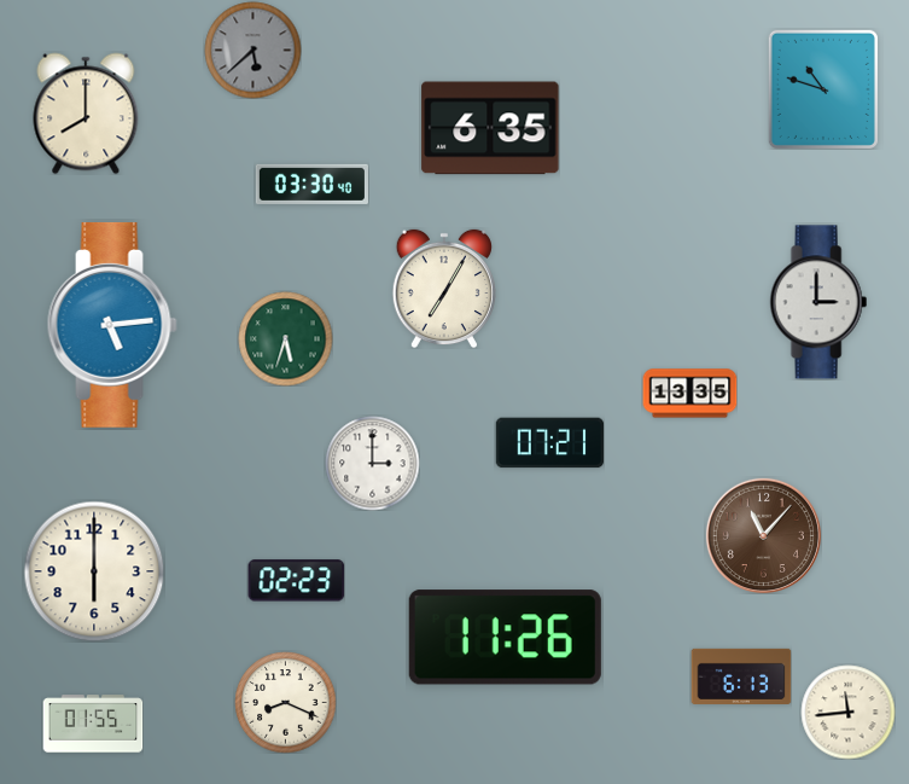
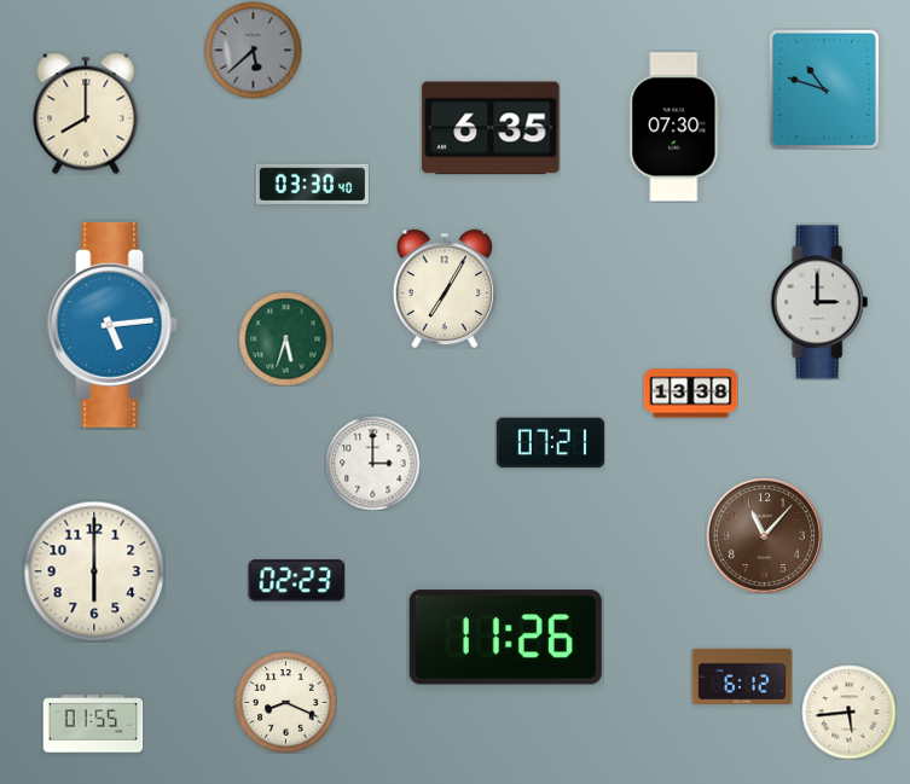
clock at (674, 127): none -> 07:30
clock at (689, 394): 13:35 -> 13:38
clock at (741, 676): 6:13 -> 6:12
clock at (847, 712): 11:44 -> 5:44
